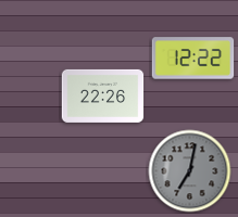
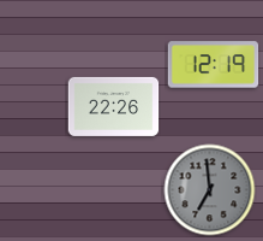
clock at (193, 59): 12:22 -> 12:19
clock at (190, 171): 7:02 -> 6:59
